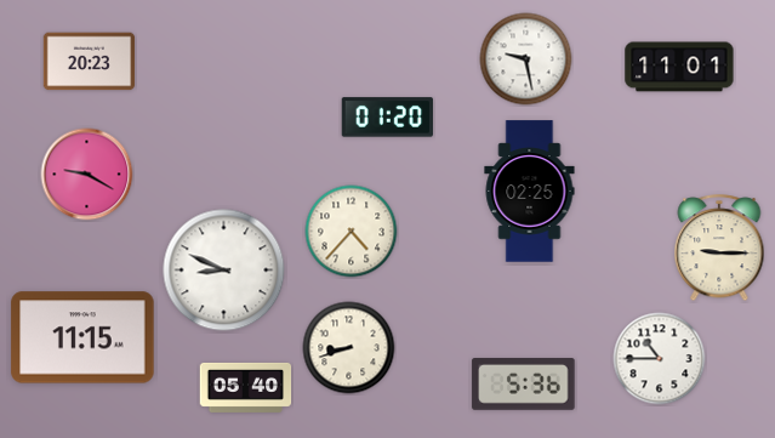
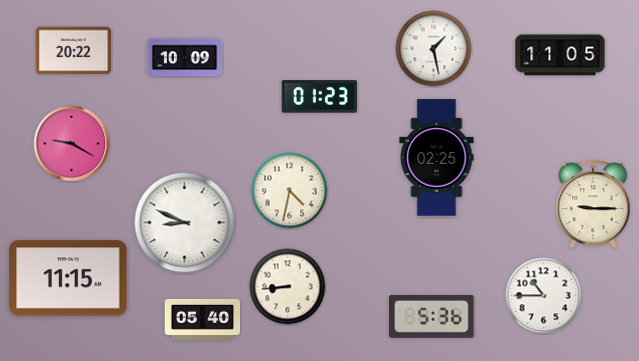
clock at (526, 59): 9:28 -> 1:28
clock at (90, 62): 20:23 -> 20:22
clock at (679, 67): 11:01 -> 11:05
clock at (185, 58): none -> 10:09
clock at (387, 118): 01:20 -> 01:23
clock at (352, 232): 4:37 -> 4:32
clock at (349, 348): 8:42 -> 8:44
